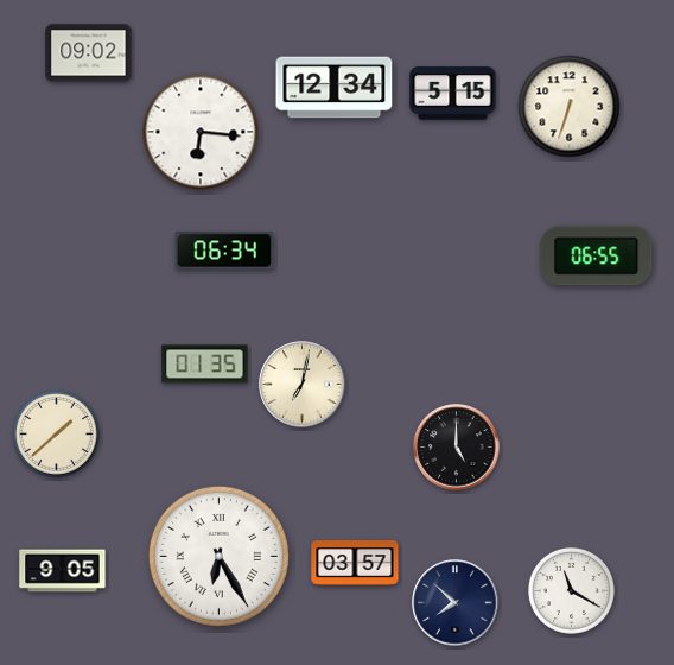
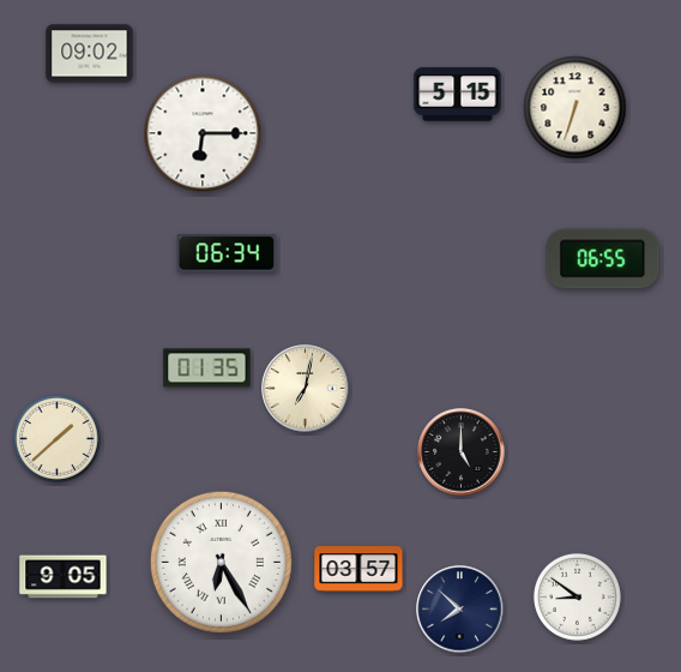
clock at (335, 88): 12:34 -> none
clock at (201, 132): 6:16 -> 6:15
clock at (571, 590): 11:20 -> 8:51
